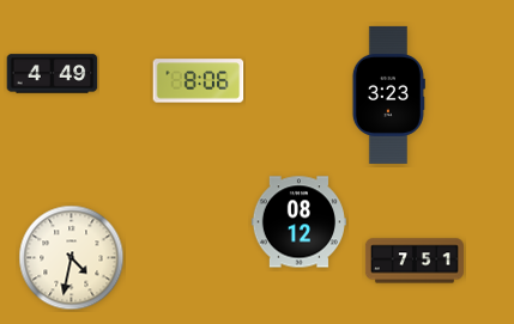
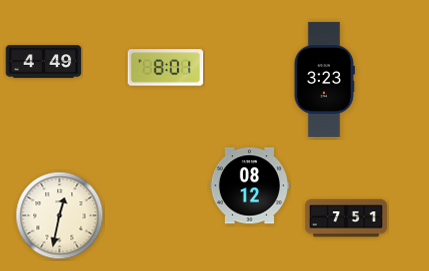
clock at (199, 81): 8:06 -> 8:01
clock at (72, 258): 4:32 -> 12:32
